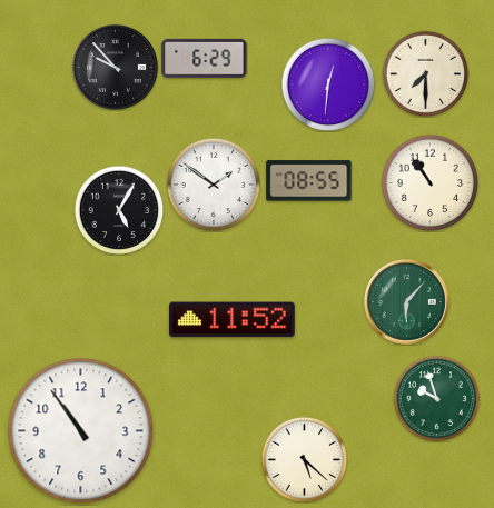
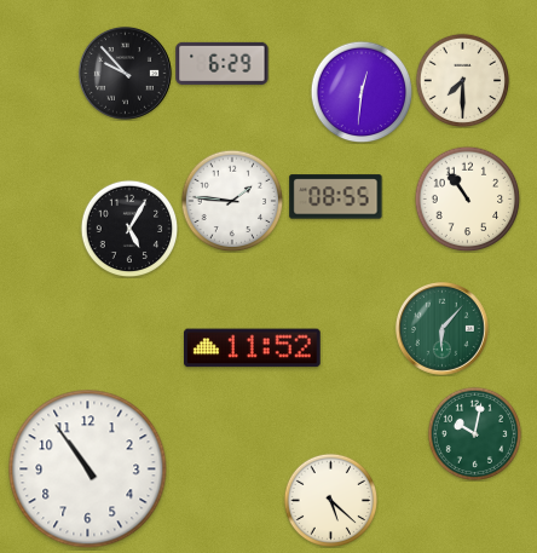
clock at (328, 84) position: (328, 84) -> (362, 92)
clock at (214, 185): 1:51 -> 1:46
clock at (436, 398): 9:57 -> 10:02
